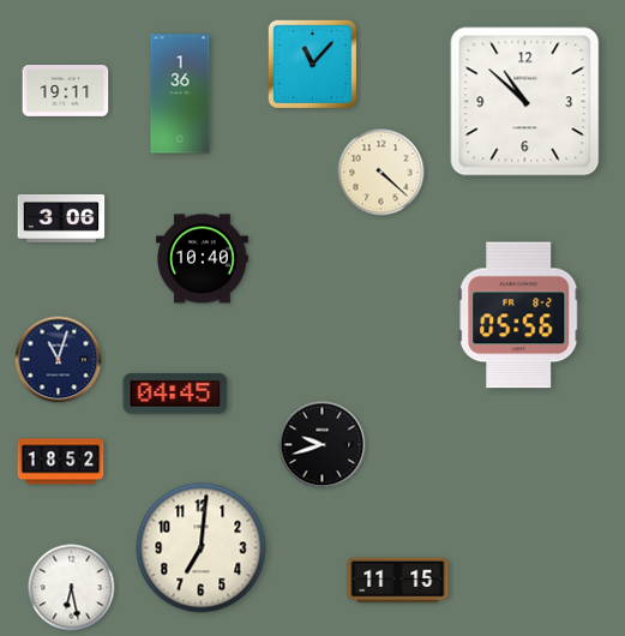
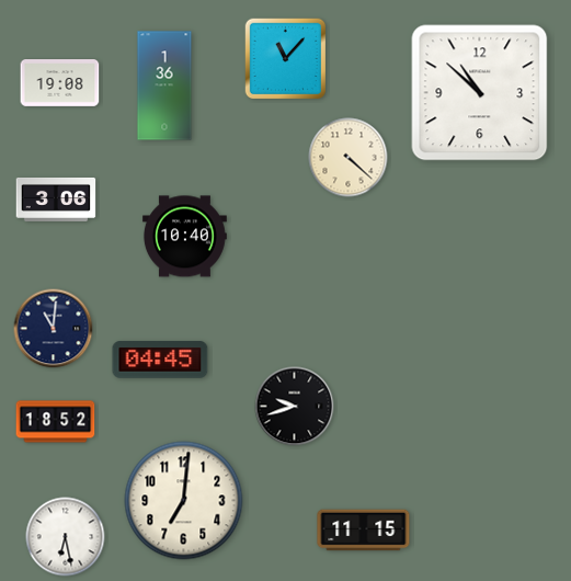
clock at (66, 91): 19:11 -> 19:08
clock at (519, 316): 05:56 -> none
clock at (59, 360): 11:03 -> 11:01
